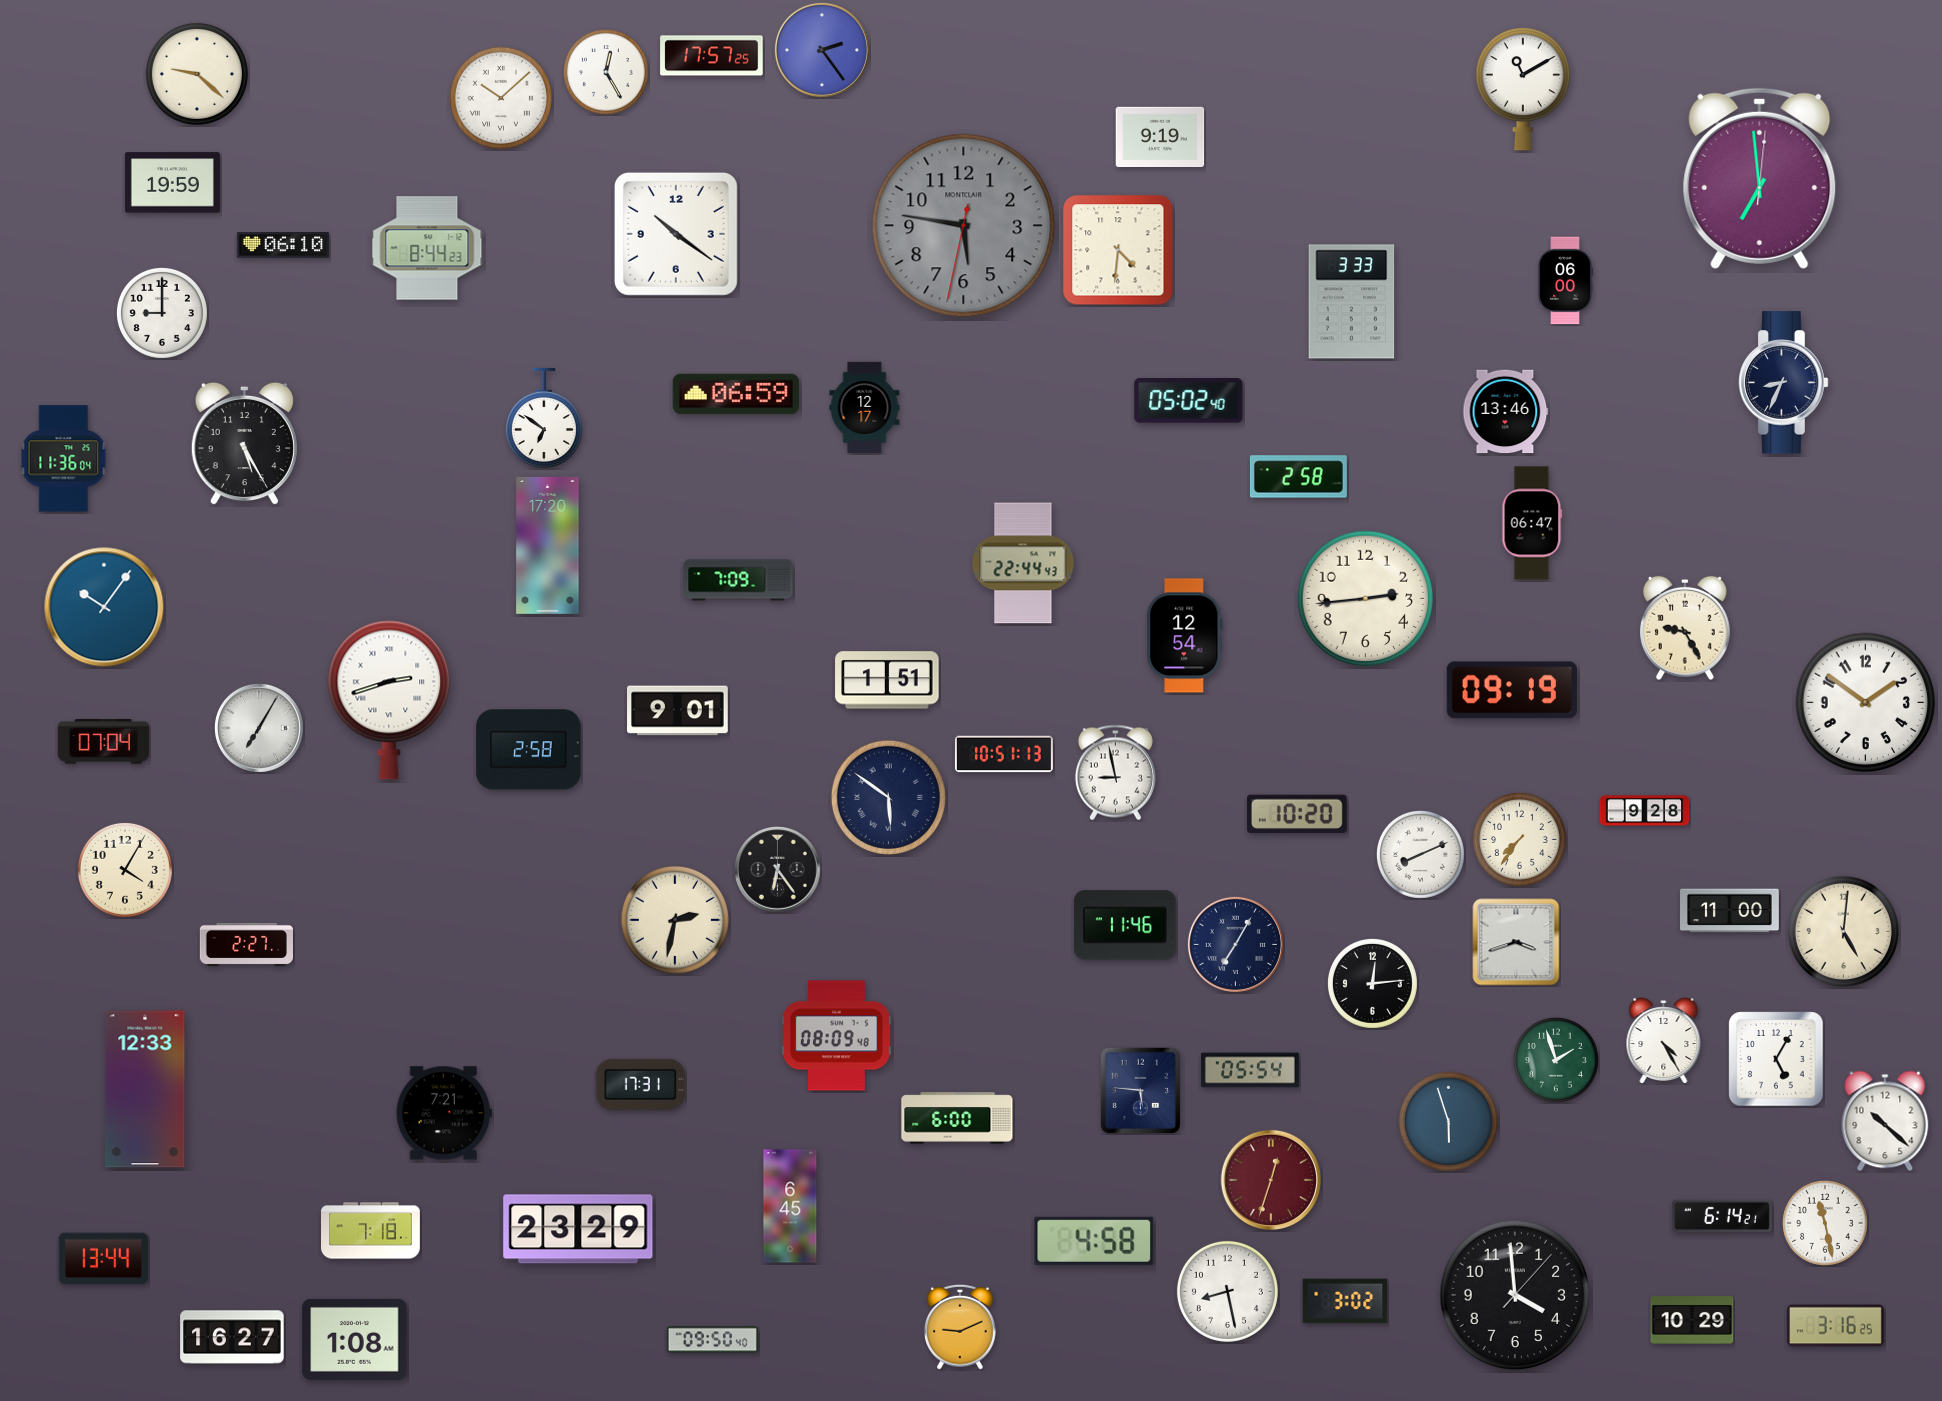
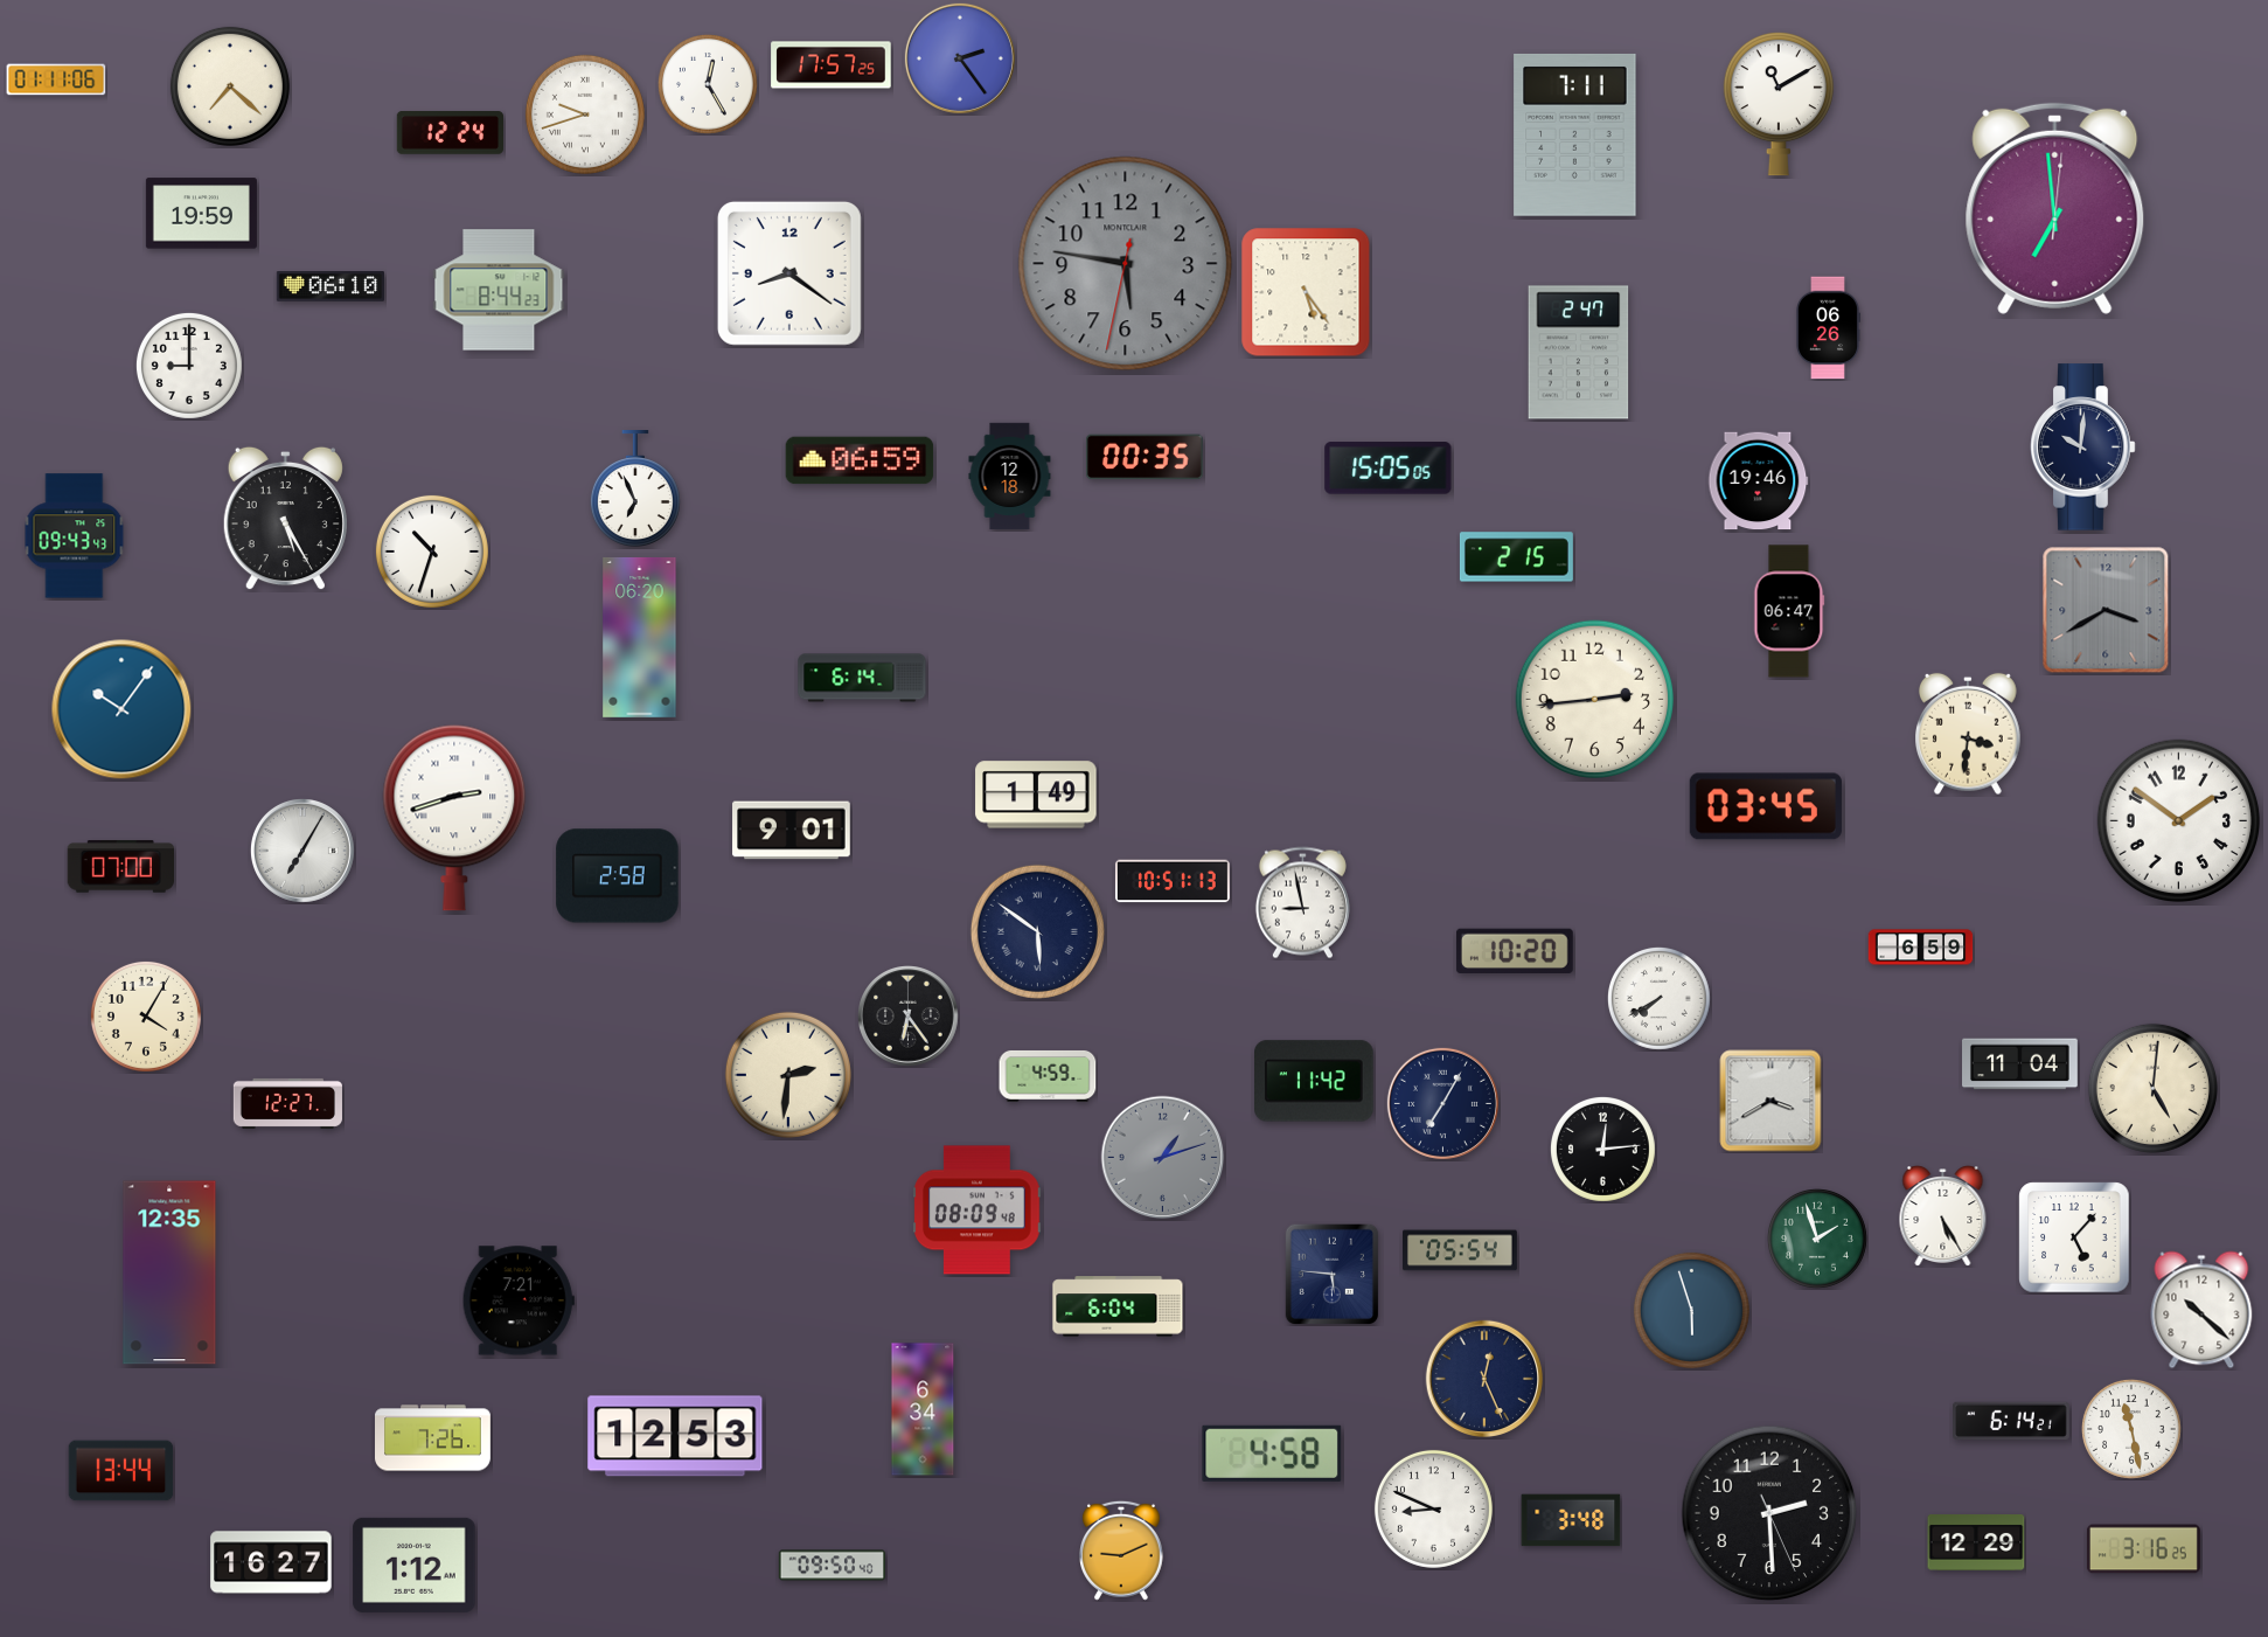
clock at (56, 79): none -> 01:11
clock at (197, 74): 9:22 -> 7:22
clock at (501, 98): 10:08 -> 9:42
clock at (451, 133): none -> 12:24
clock at (1575, 134): none -> 7:11
clock at (1160, 136): 9:19 -> none
clock at (676, 234): 10:21 -> 8:21
clock at (1118, 250): 4:31 -> 5:24
clock at (1566, 281): 06:00 -> 06:26
clock at (1352, 302): 3:33 -> 2:47
clock at (1784, 383): 8:34 -> 10:01
clock at (1145, 457): none -> 00:35
clock at (1189, 401): 05:02 -> 15:05
clock at (865, 408): 12:17 -> 12:18
clock at (1506, 412): 13:46 -> 19:46
clock at (544, 418): 6:51 -> 6:56
clock at (64, 459): 11:36 -> 09:43
clock at (432, 552): none -> 10:33
clock at (1298, 477): 2:58 -> 2:15
clock at (2106, 610): none -> 3:40
clock at (548, 545): 17:20 -> 06:20
clock at (1023, 563): 22:44 -> none
clock at (738, 580): 7:09 -> 6:14
clock at (1686, 628): 9:25 -> 3:31
clock at (1185, 636): 12:54 -> none
clock at (887, 680): 1:51 -> 1:49
clock at (1512, 690): 09:19 -> 03:45
clock at (103, 742): 07:04 -> 07:00
clock at (1645, 811): 9:28 -> 6:59
clock at (1519, 839): 7:36 -> none
clock at (1420, 854): 8:11 -> 7:40
clock at (1730, 911): 11:00 -> 11:04
clock at (675, 920): 2:32 -> 2:31
clock at (1048, 1076): none -> 4:59
clock at (1126, 925): 11:46 -> 11:42
clock at (1516, 942): 3:42 -> 3:40
clock at (246, 944): 2:27 -> 12:27
clock at (1163, 1158): none -> 1:12
clock at (1664, 1041): 4:25 -> 5:25
clock at (1776, 1059): 5:05 -> 5:07
clock at (641, 1084): 17:31 -> none
clock at (145, 1089): 12:33 -> 12:35
clock at (957, 1118): 6:00 -> 6:04
clock at (1270, 1179): 12:33 -> 12:26
clock at (1270, 1179) dial: burgundy -> navy
clock at (790, 1206): 6:45 -> 6:34
clock at (578, 1229): 23:29 -> 12:53
clock at (371, 1231): 7:18 -> 7:26
clock at (1094, 1241) position: (1094, 1241) -> (1272, 1454)
clock at (1227, 1291): 8:28 -> 8:49
clock at (1515, 1295): 3:59 -> 2:29
clock at (1345, 1301): 3:02 -> 3:48
clock at (1692, 1321): 10:29 -> 12:29
clock at (355, 1339): 1:08 -> 1:12
